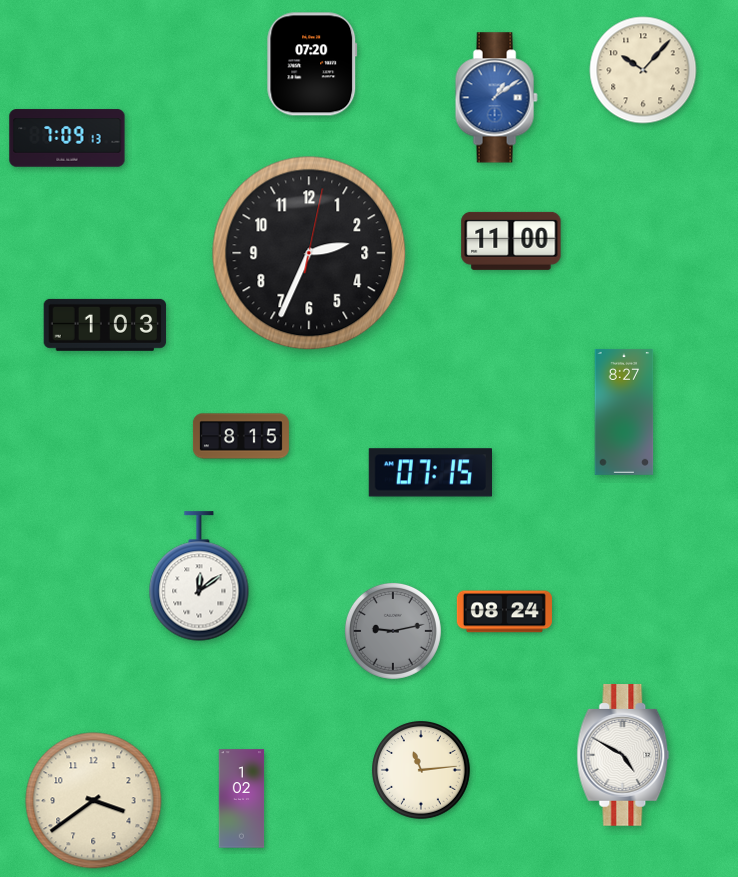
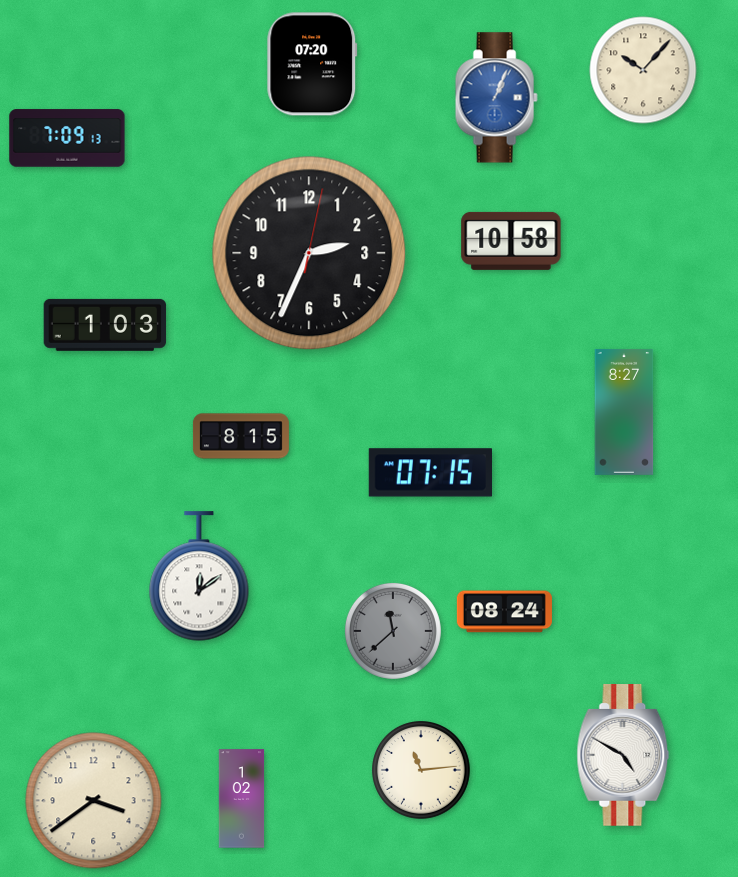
clock at (496, 98): 1:09 -> 1:04
clock at (511, 241): 11:00 -> 10:58
clock at (393, 631): 9:13 -> 11:38
